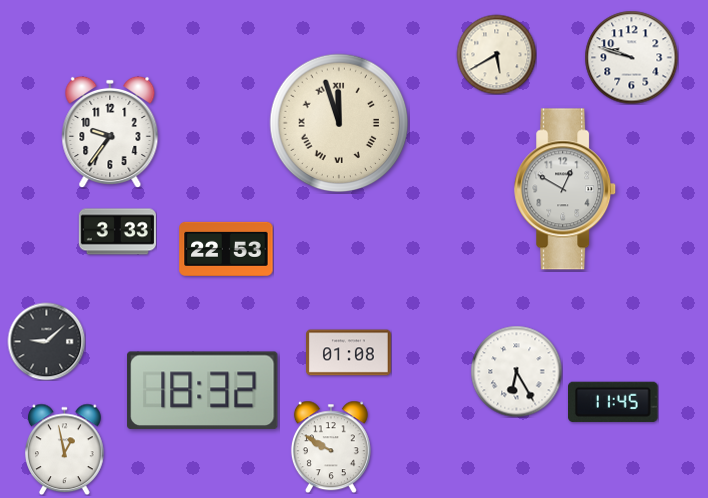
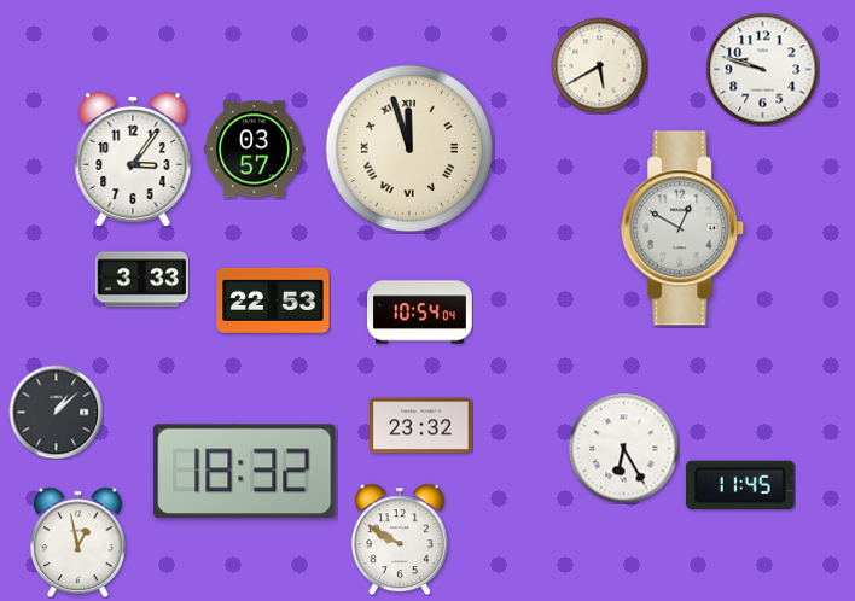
clock at (254, 150): none -> 03:57
clock at (110, 132): 9:36 -> 3:06
clock at (420, 313): none -> 10:54
clock at (46, 341): 9:08 -> 1:08
clock at (349, 353): 01:08 -> 23:32
